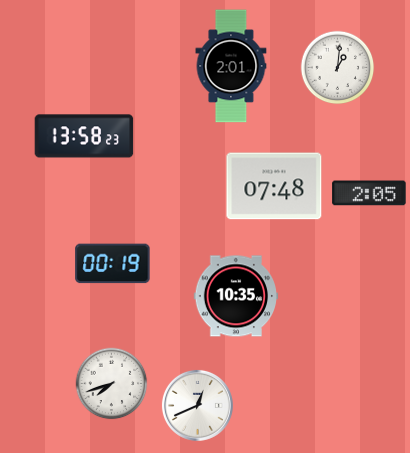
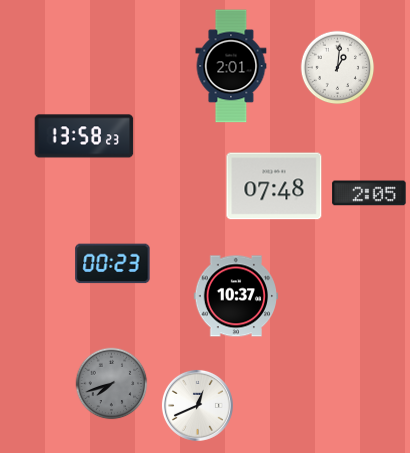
clock at (113, 264): 00:19 -> 00:23
clock at (236, 296): 10:35 -> 10:37
clock at (112, 384) dial: white -> grey
